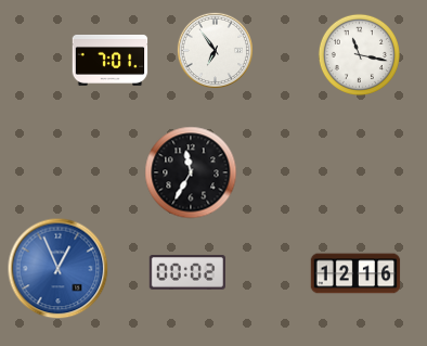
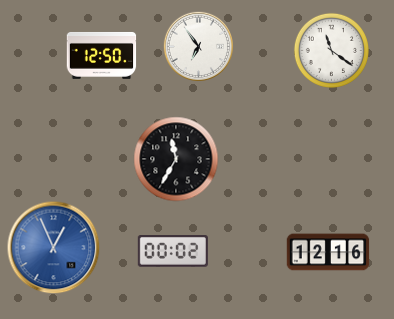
clock at (359, 54): 11:17 -> 11:21
clock at (111, 60): 7:01 -> 12:50
